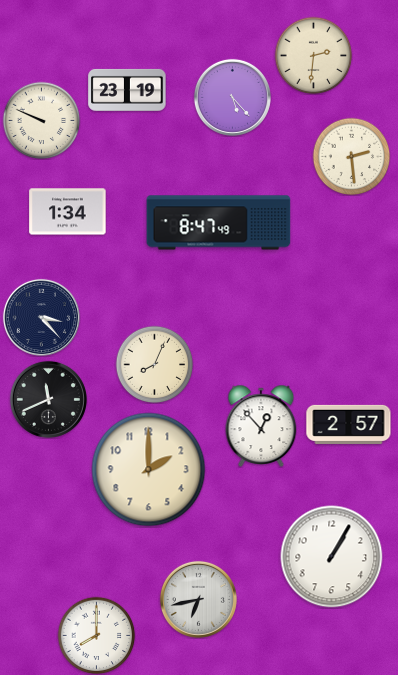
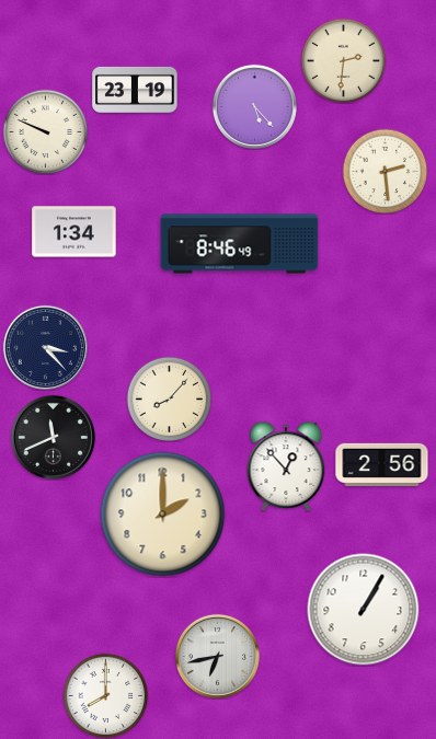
clock at (127, 90) position: (127, 90) -> (135, 90)
clock at (219, 223): 8:47 -> 8:46
clock at (154, 364): 8:04 -> 8:07
clock at (349, 424): 2:57 -> 2:56
